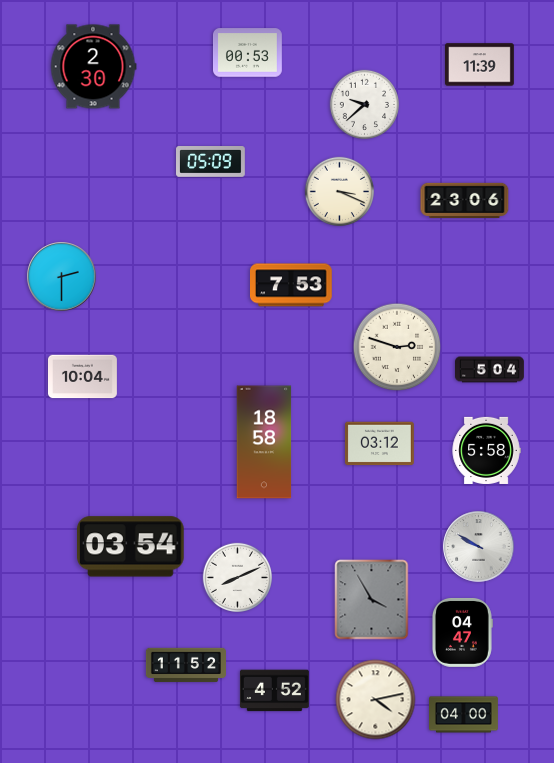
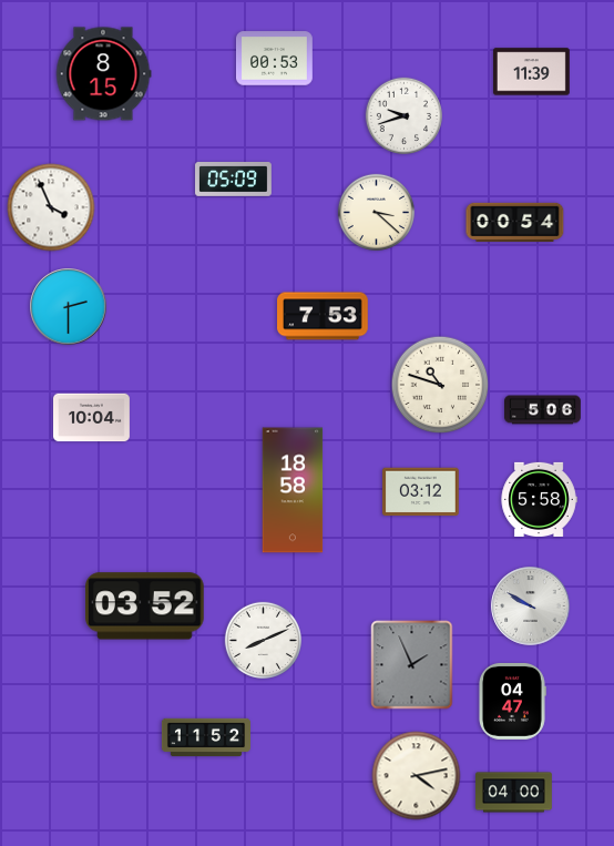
clock at (93, 67): 2:30 -> 8:15
clock at (364, 104): 9:38 -> 9:42
clock at (51, 207): none -> 3:56
clock at (339, 191): 3:19 -> 3:22
clock at (465, 200): 23:06 -> 00:54
clock at (397, 347): 2:48 -> 10:48
clock at (490, 370): 5:04 -> 5:06
clock at (131, 547): 03:54 -> 03:52
clock at (372, 600): 3:55 -> 1:56
clock at (274, 691): 4:52 -> none
